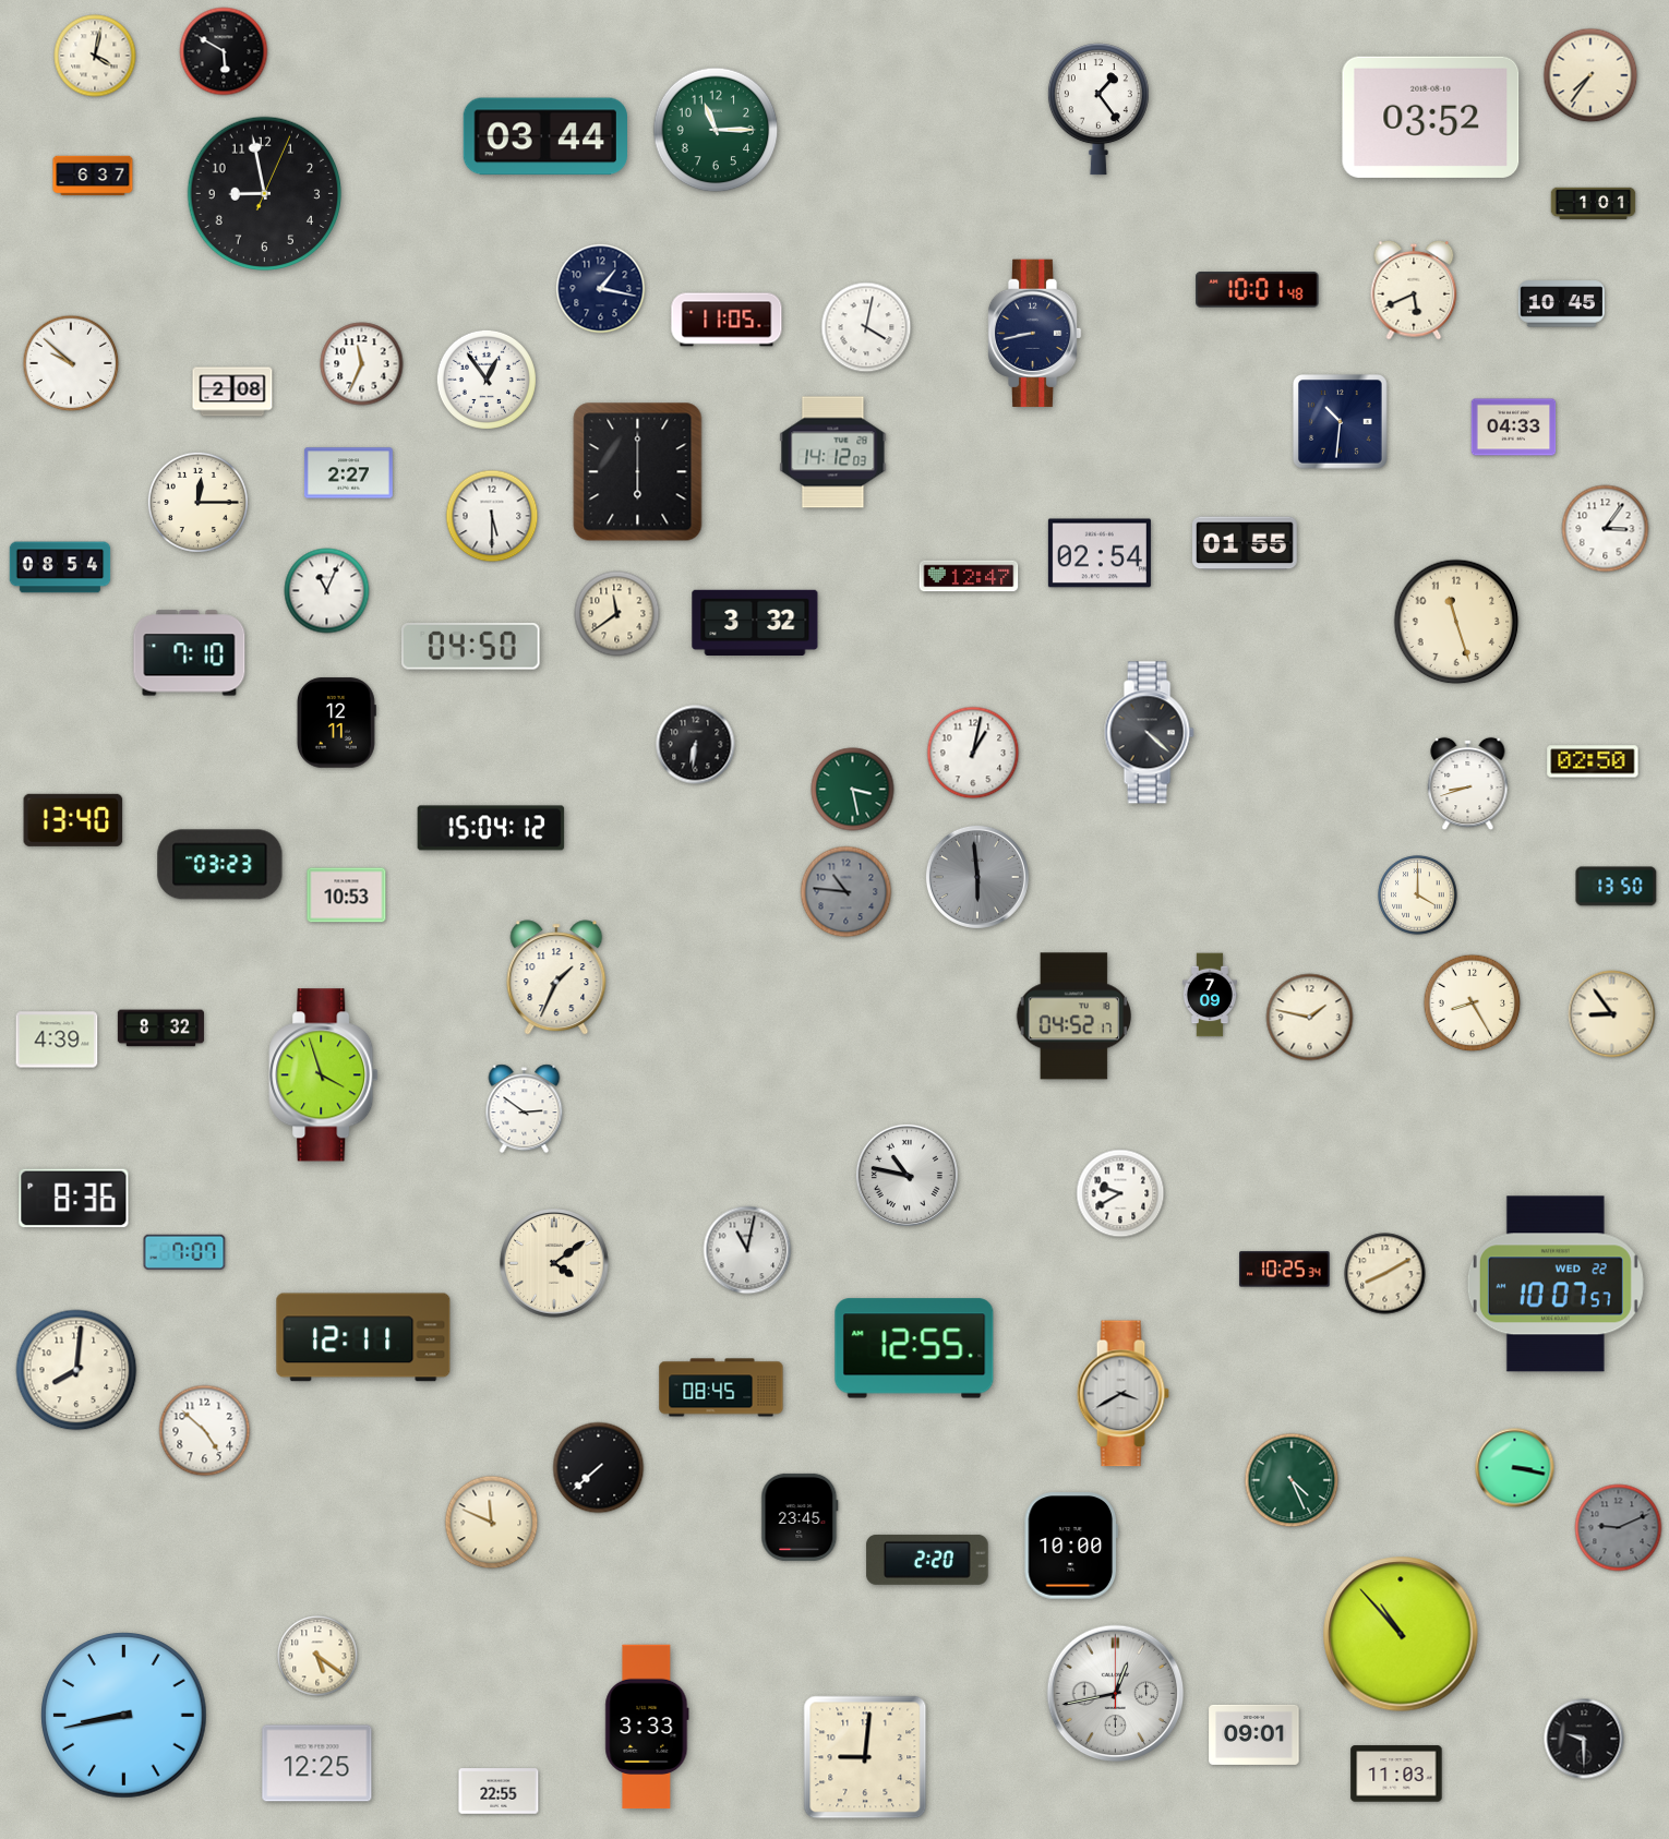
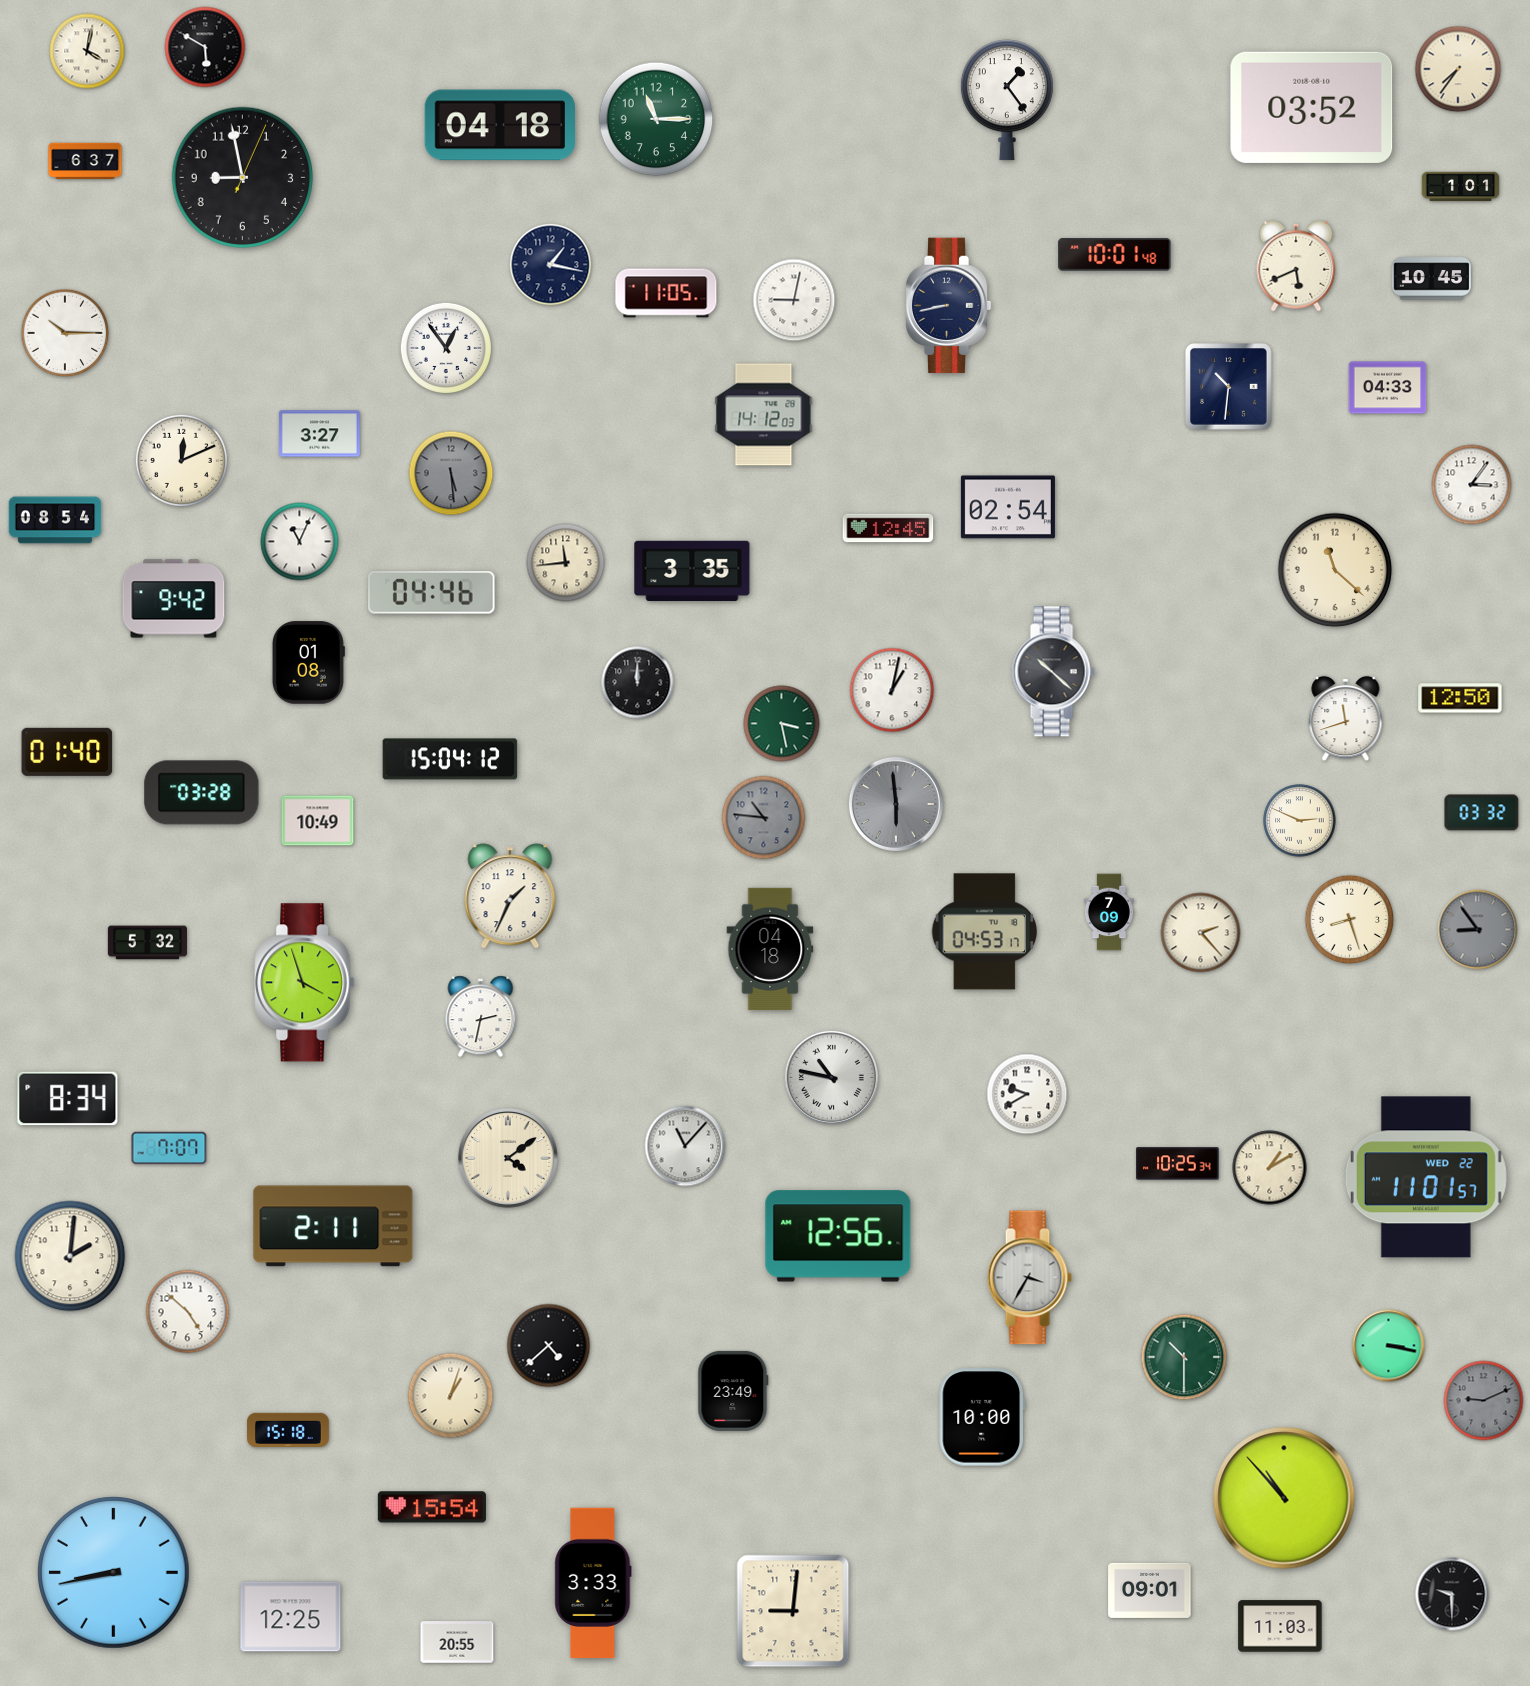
clock at (544, 136): 03:44 -> 04:18
clock at (1258, 290) position: (1258, 290) -> (1115, 255)
clock at (866, 327): 4:02 -> 9:02
clock at (71, 363): 9:52 -> 10:15
clock at (362, 364): 11:34 -> none
clock at (232, 392): 2:08 -> none
clock at (1514, 428) position: (1514, 428) -> (1388, 388)
clock at (638, 472): 6:00 -> none
clock at (348, 473): 2:27 -> 3:27
clock at (197, 502): 12:15 -> 12:11
clock at (492, 516): 5:30 -> 5:29
clock at (492, 516) dial: white -> grey
clock at (1246, 543): 01:55 -> none
clock at (969, 576): 12:47 -> 12:45
clock at (617, 614): 11:39 -> 11:44
clock at (755, 622): 3:32 -> 3:35
clock at (1456, 622): 11:27 -> 11:22
clock at (471, 647): 04:50 -> 04:46
clock at (190, 653): 7:10 -> 9:42
clock at (336, 723): 12:11 -> 01:08
clock at (1149, 733): 4:22 -> 10:22
clock at (696, 745): 6:31 -> 12:00
clock at (1593, 761): 02:50 -> 12:50
clock at (1468, 784): 8:42 -> 11:42
clock at (73, 820): 13:40 -> 01:40
clock at (220, 865): 03:23 -> 03:28
clock at (1617, 887): 13:50 -> 03:32
clock at (846, 892) position: (846, 892) -> (764, 818)
clock at (347, 896): 10:53 -> 10:49
clock at (1418, 896): 4:00 -> 2:49
clock at (1473, 1003): 8:25 -> 8:27
clock at (1612, 1014) dial: cream -> grey
clock at (1073, 1017): 04:52 -> 04:53
clock at (1310, 1018): 1:47 -> 2:23
clock at (160, 1029): 8:32 -> 5:32
clock at (770, 949): none -> 04:18
clock at (57, 1039): 4:39 -> none
clock at (324, 1075) position: (324, 1075) -> (305, 983)
clock at (525, 1109): 2:51 -> 2:32
clock at (74, 1199): 8:36 -> 8:34
clock at (747, 1250): 11:02 -> 11:07
clock at (1385, 1274): 8:10 -> 1:10
clock at (1556, 1284): 10:07 -> 11:01
clock at (363, 1337): 12:11 -> 2:11
clock at (914, 1348): 12:55 -> 12:56
clock at (76, 1370): 8:01 -> 2:01
clock at (721, 1387): 08:45 -> none
clock at (1122, 1394): 3:40 -> 3:35
clock at (599, 1468): 7:38 -> 4:38
clock at (1292, 1480): 4:26 -> 10:30
clock at (800, 1517): 23:45 -> 23:49
clock at (492, 1523): 11:49 -> 1:03
clock at (288, 1430): none -> 15:18
clock at (927, 1560): 2:20 -> none
clock at (432, 1507): none -> 15:54
clock at (317, 1656): 5:21 -> none
clock at (1116, 1694): 12:43 -> none
clock at (499, 1791): 22:55 -> 20:55
